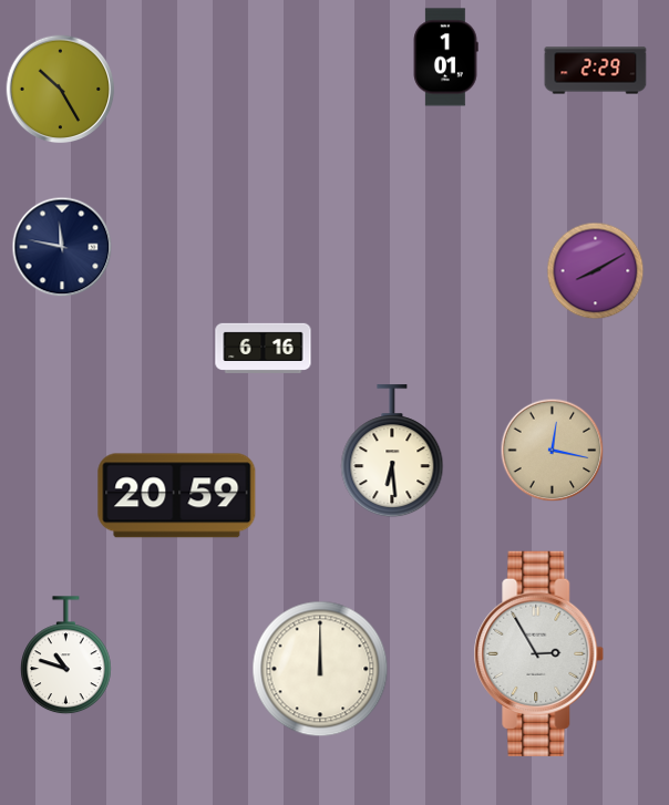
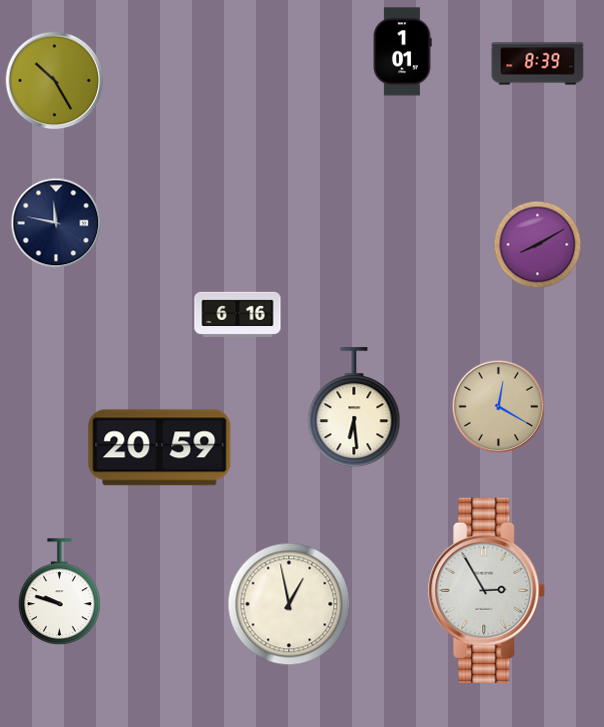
clock at (596, 71): 2:29 -> 8:39
clock at (553, 451): 12:17 -> 12:20
clock at (66, 656): 10:48 -> 9:48
clock at (320, 669): 12:00 -> 12:58
